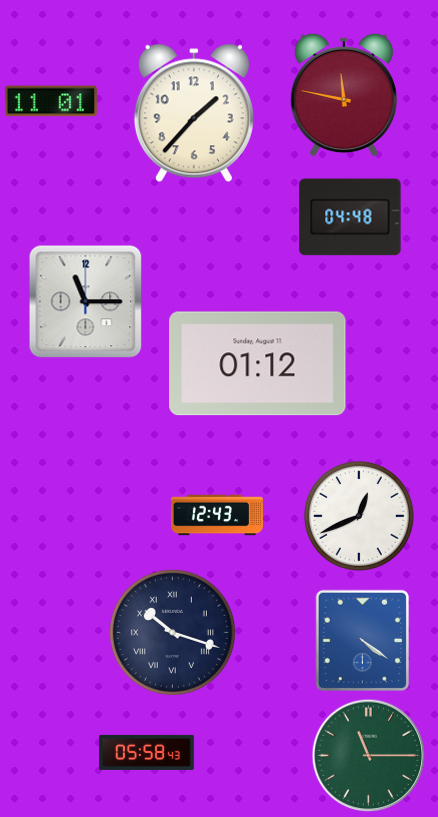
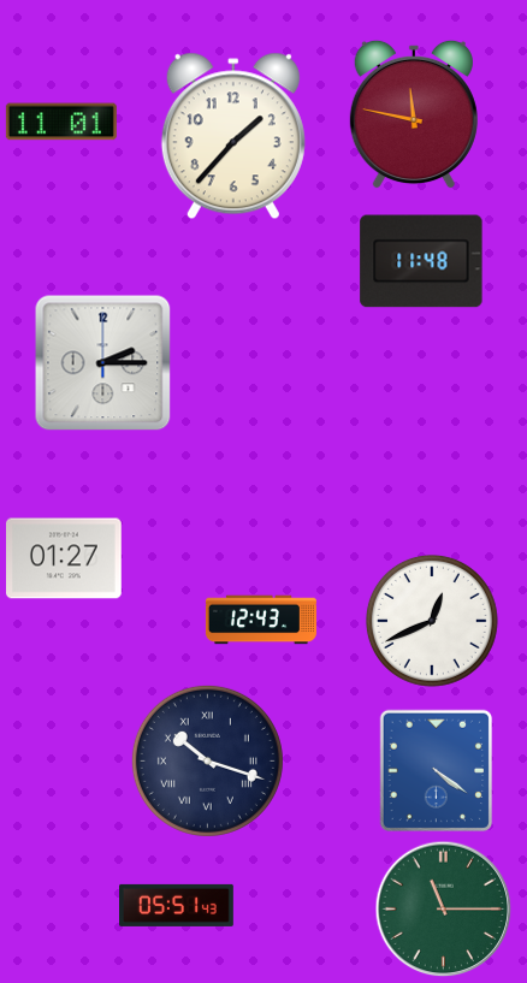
clock at (350, 217): 04:48 -> 11:48
clock at (86, 302): 11:15 -> 2:15
clock at (258, 364): 01:12 -> none
clock at (65, 558): none -> 01:27
clock at (147, 752): 05:58 -> 05:51
